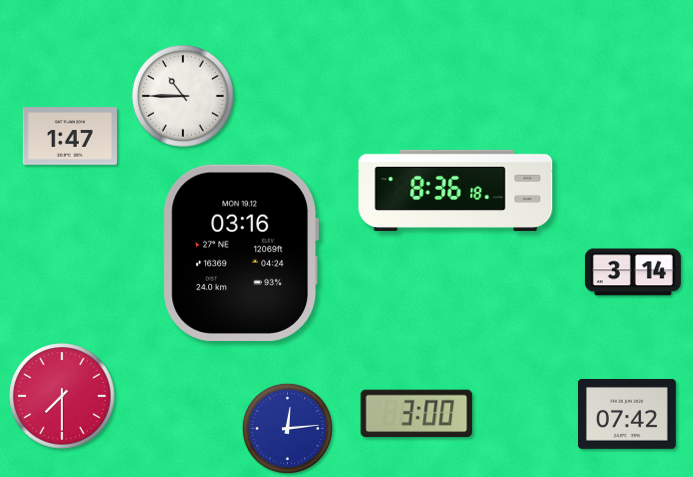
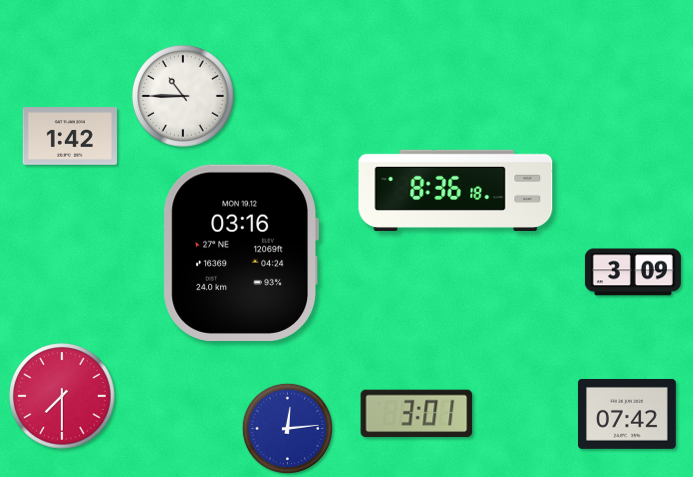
clock at (70, 136): 1:47 -> 1:42
clock at (633, 272): 3:14 -> 3:09
clock at (417, 414): 3:00 -> 3:01
